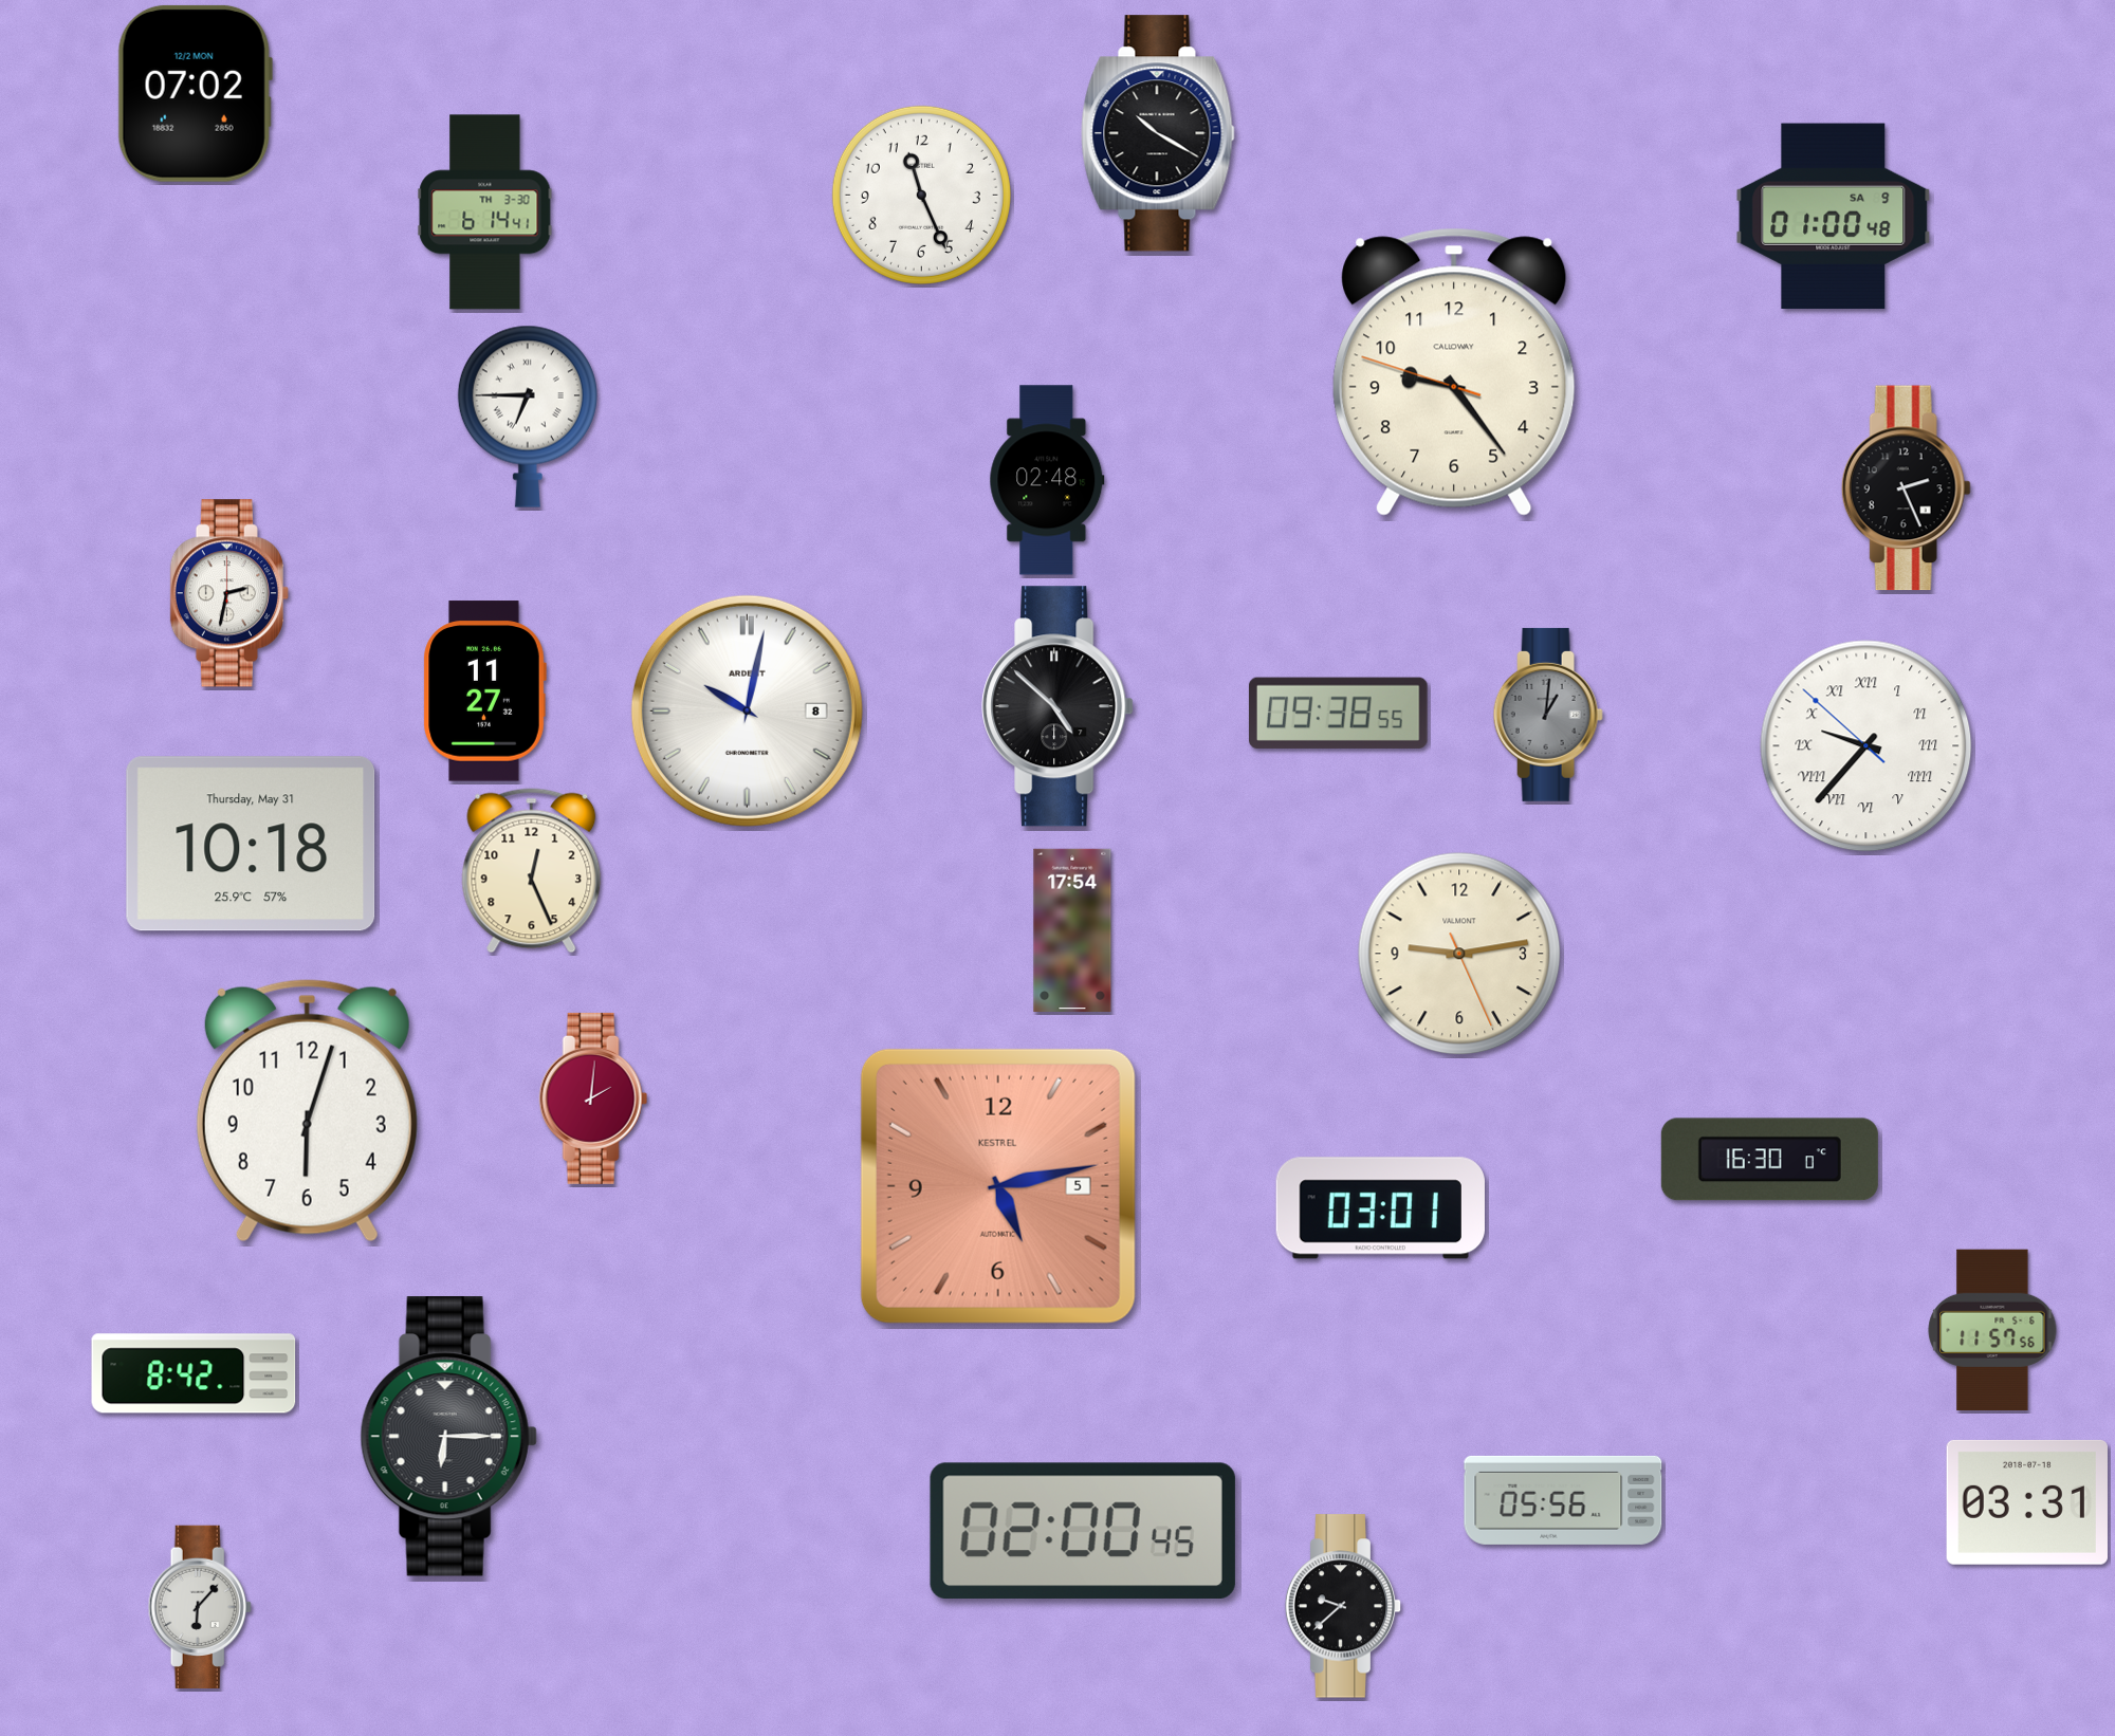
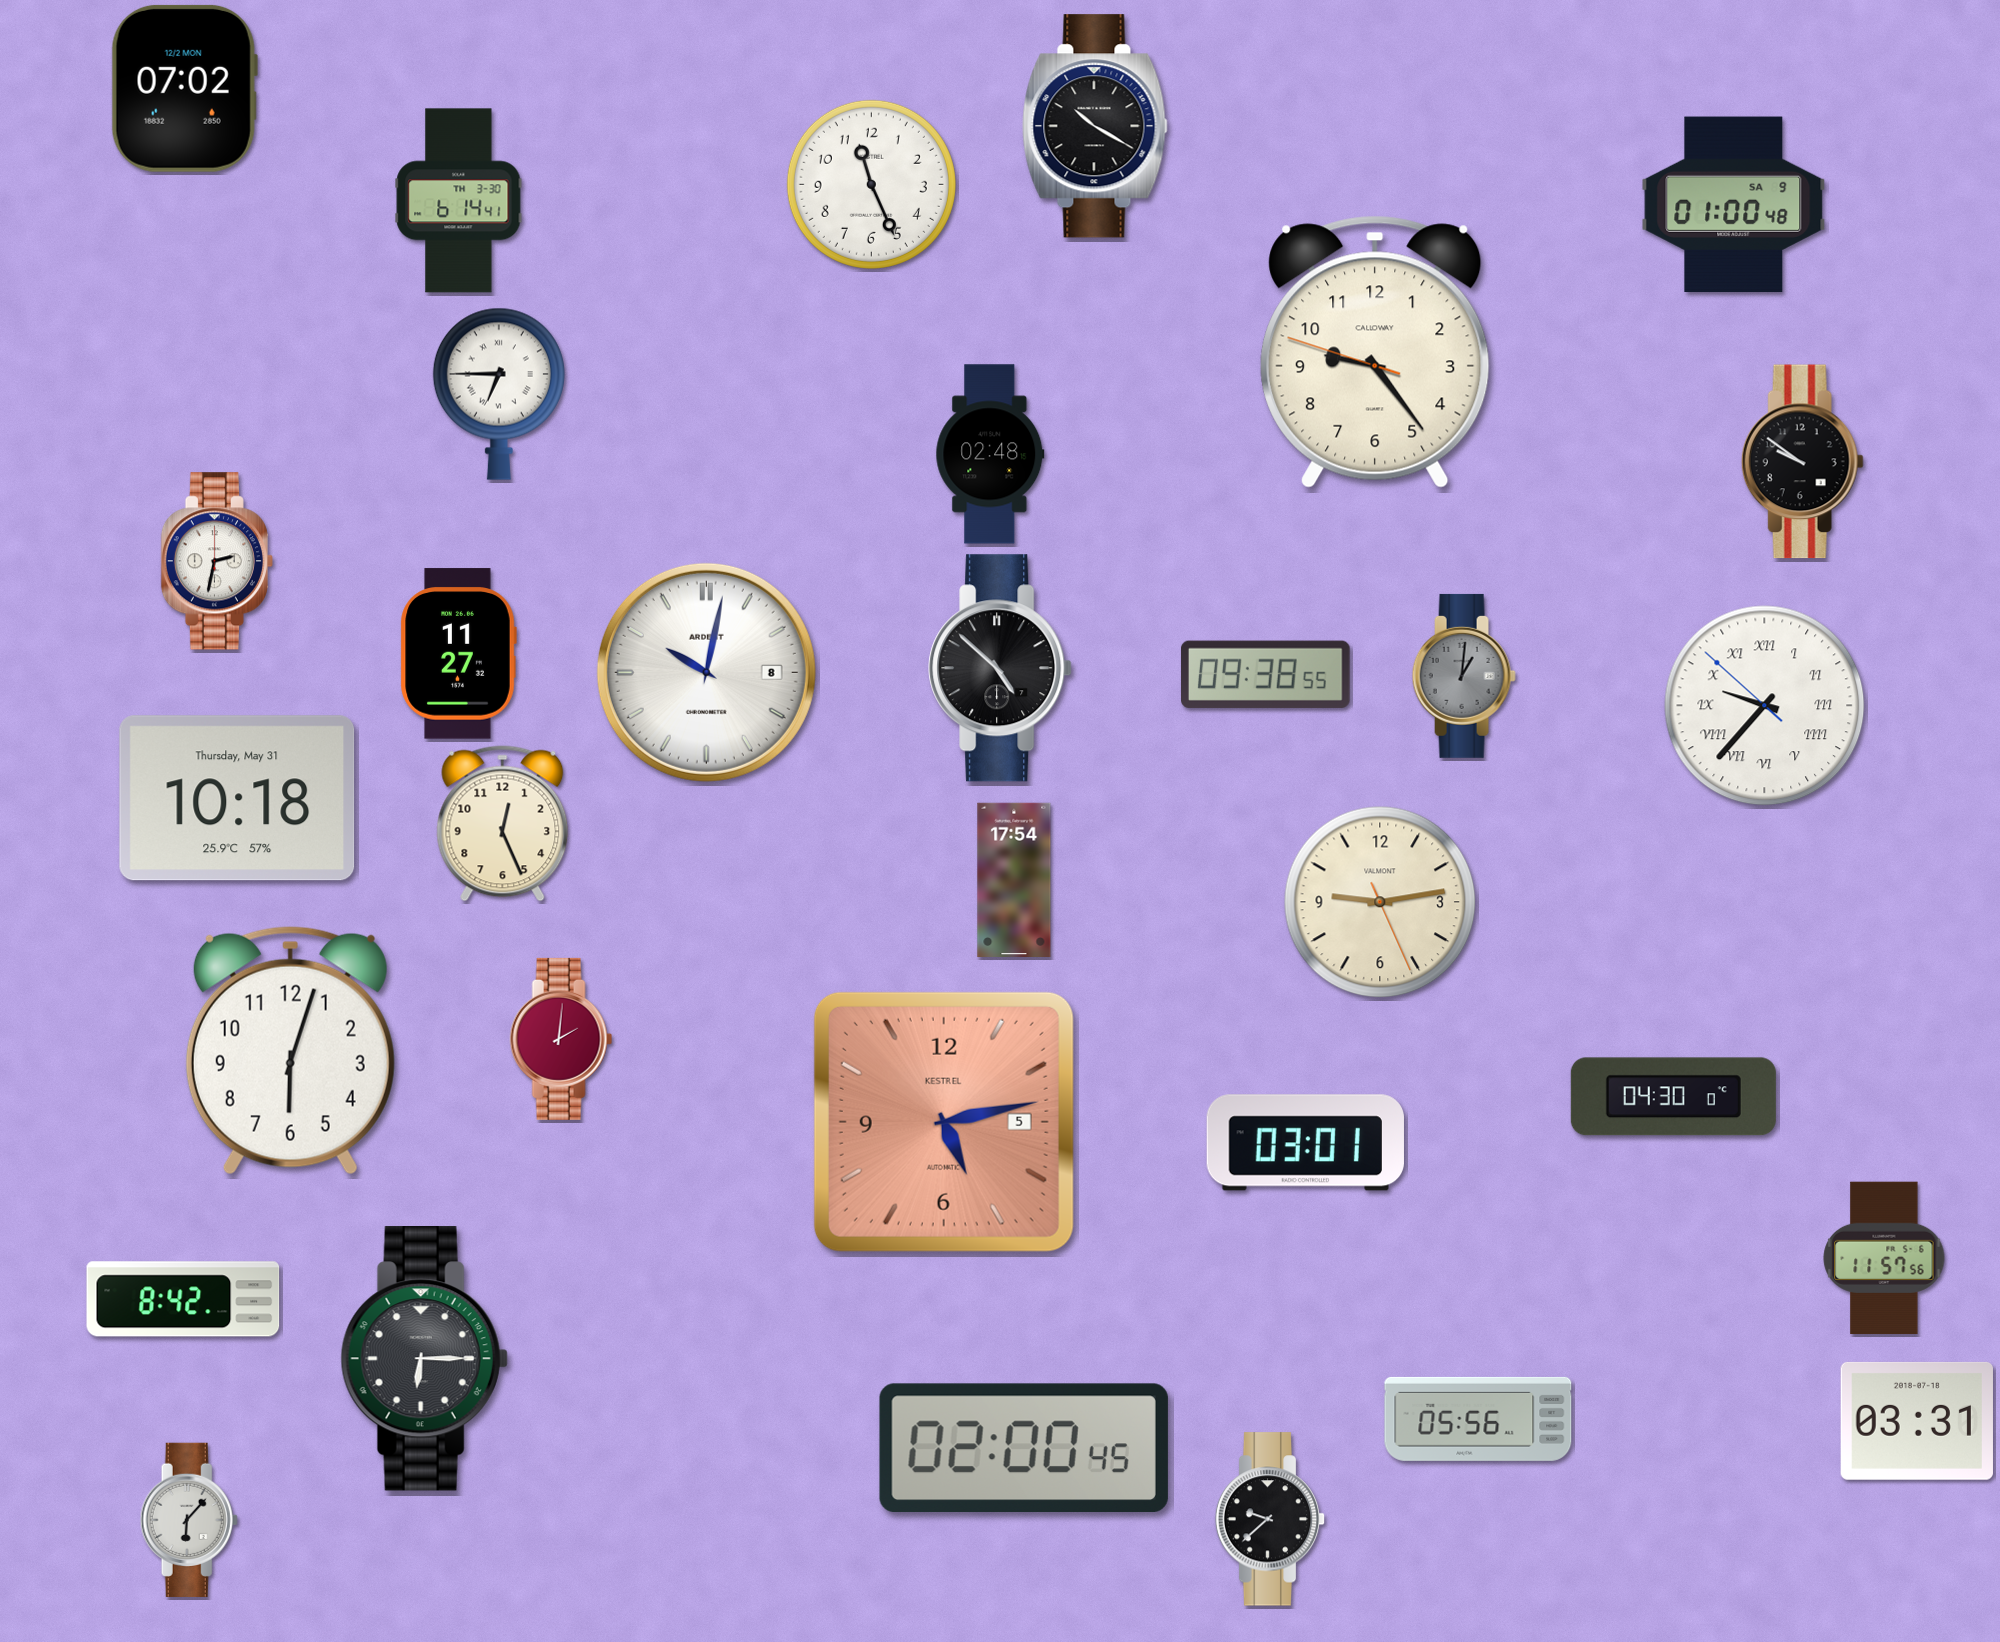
clock at (1906, 488): 2:26 -> 9:51
clock at (1769, 1160): 16:30 -> 04:30
